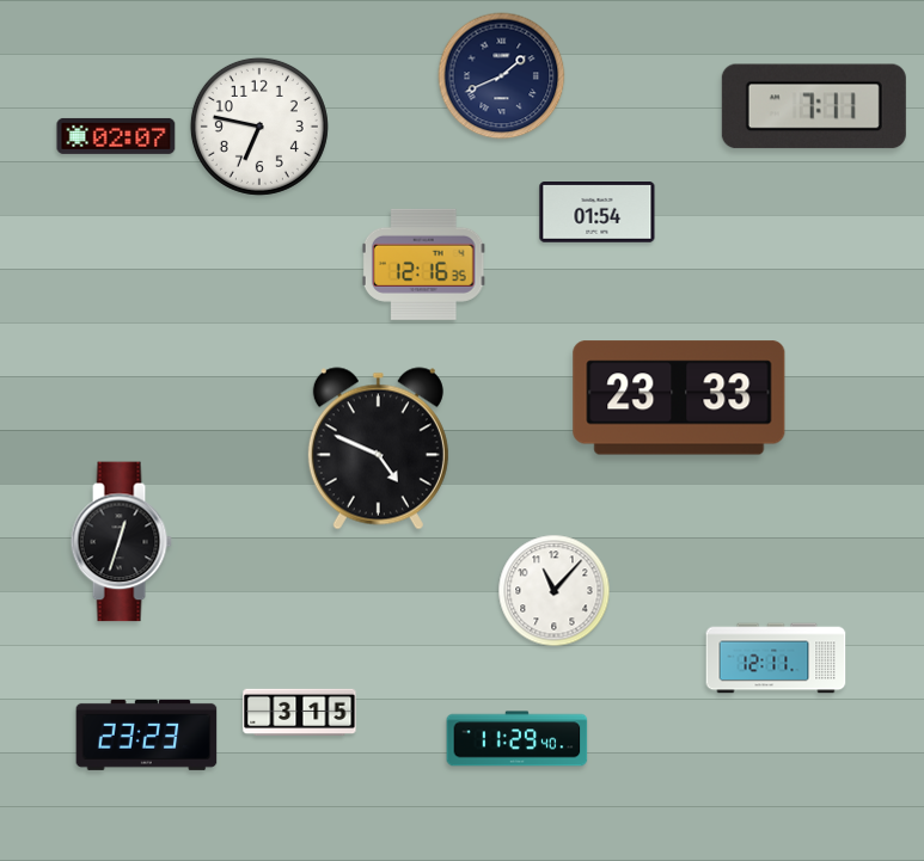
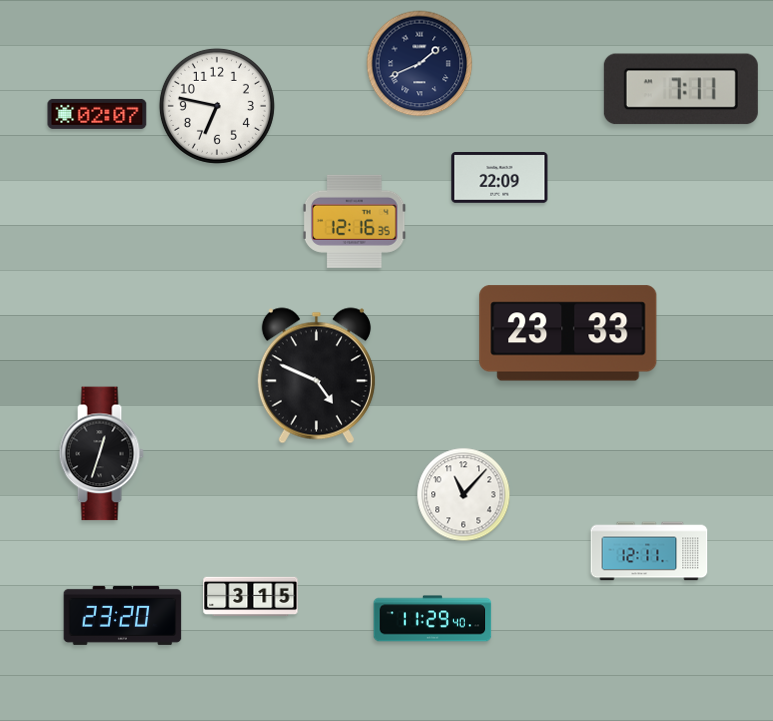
clock at (598, 213): 01:54 -> 22:09
clock at (147, 734): 23:23 -> 23:20
